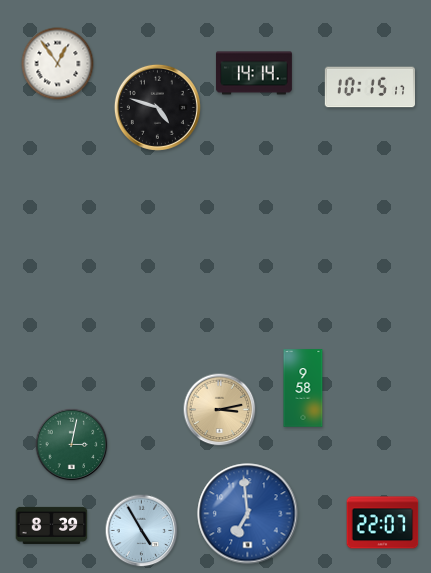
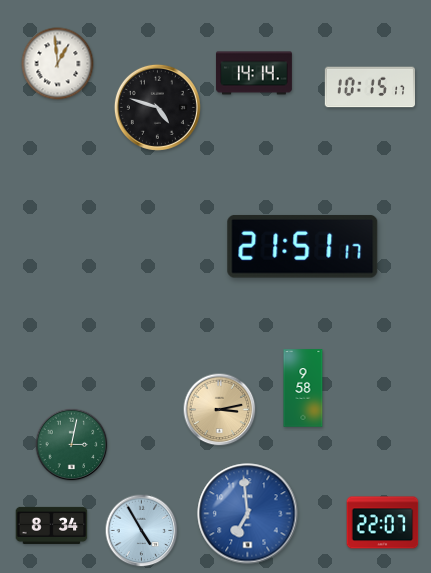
clock at (58, 64): 12:54 -> 12:59
clock at (303, 246): none -> 21:51
clock at (52, 525): 8:39 -> 8:34
